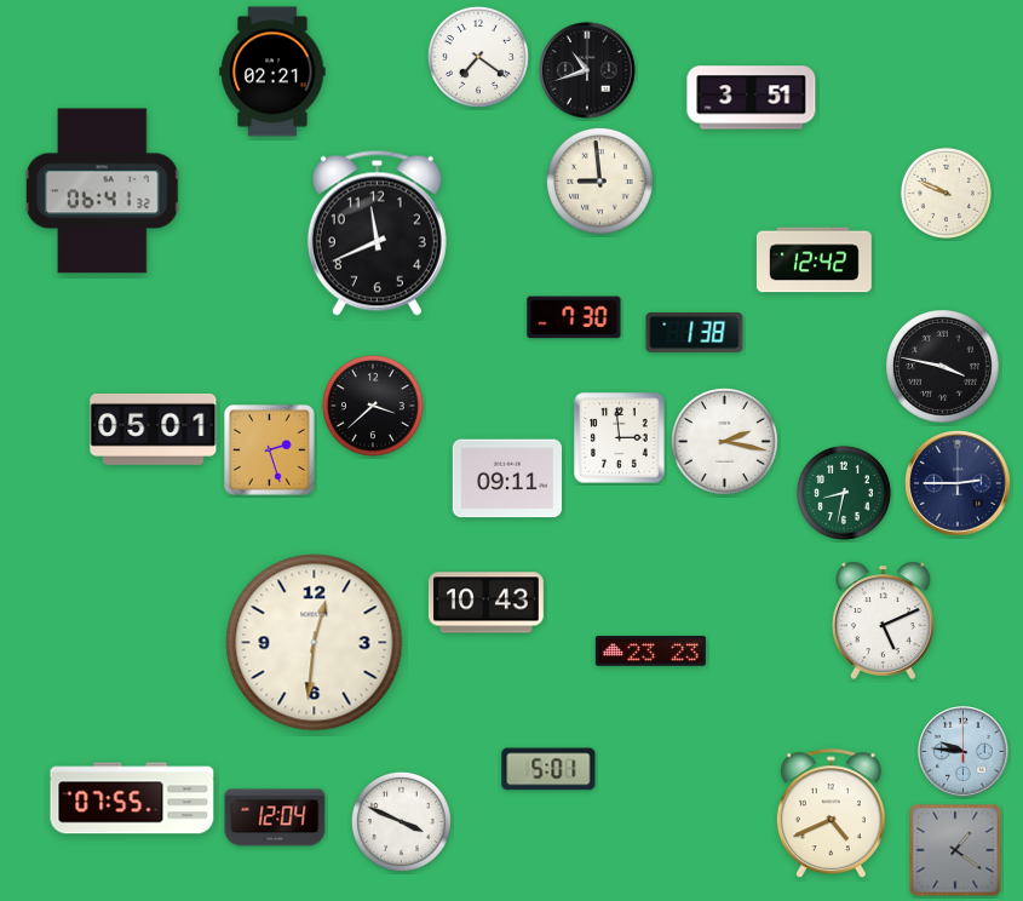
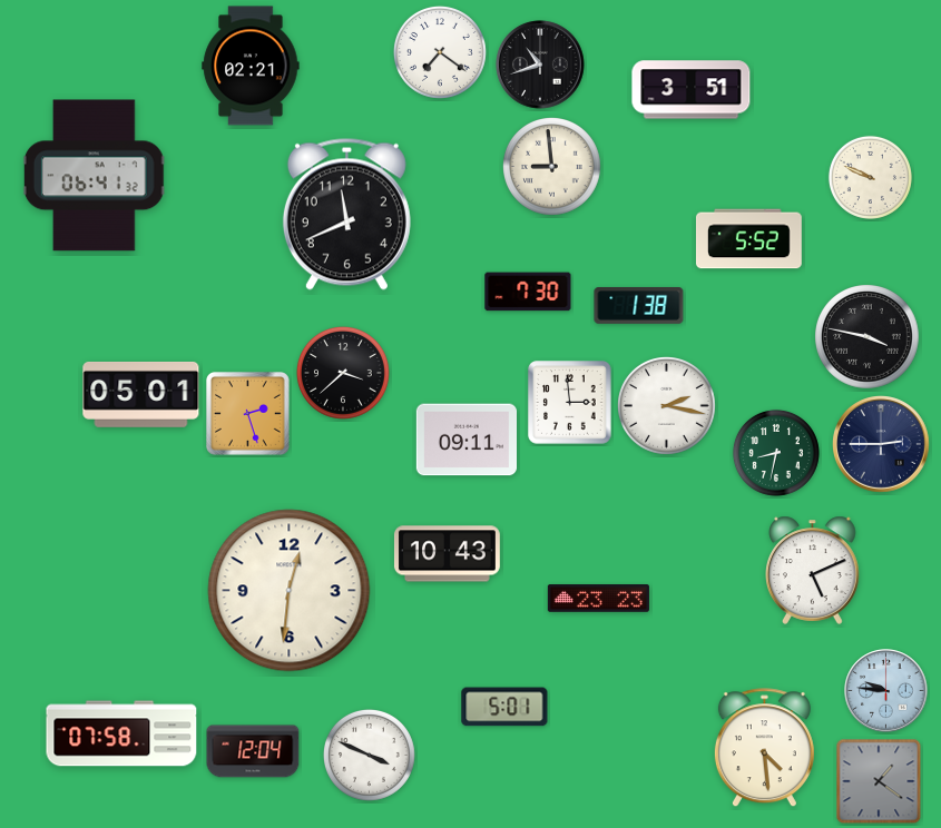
clock at (815, 260): 12:42 -> 5:52
clock at (132, 798): 07:55 -> 07:58
clock at (831, 814): 4:41 -> 4:29
